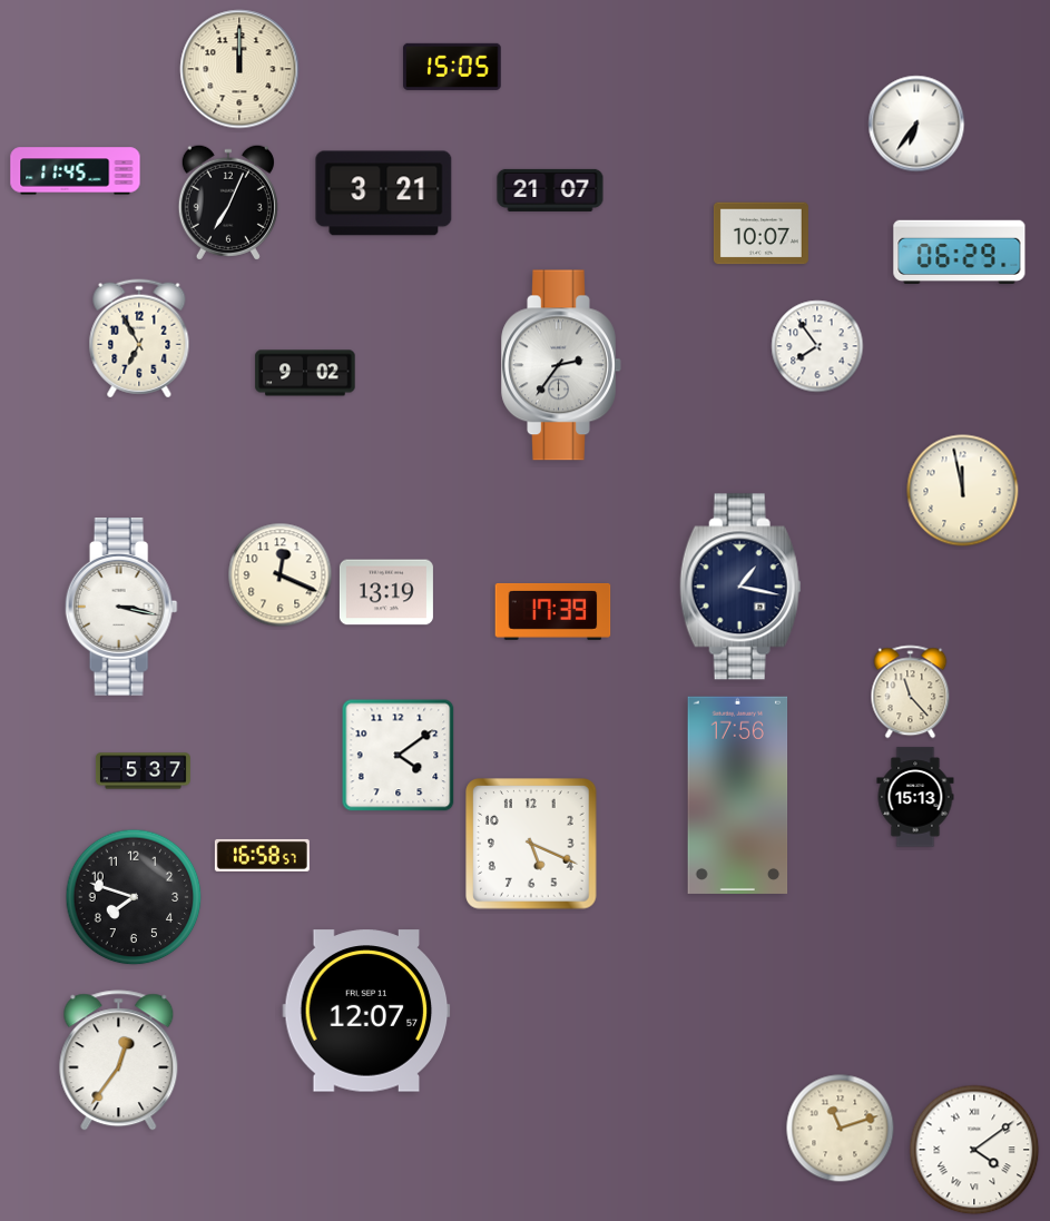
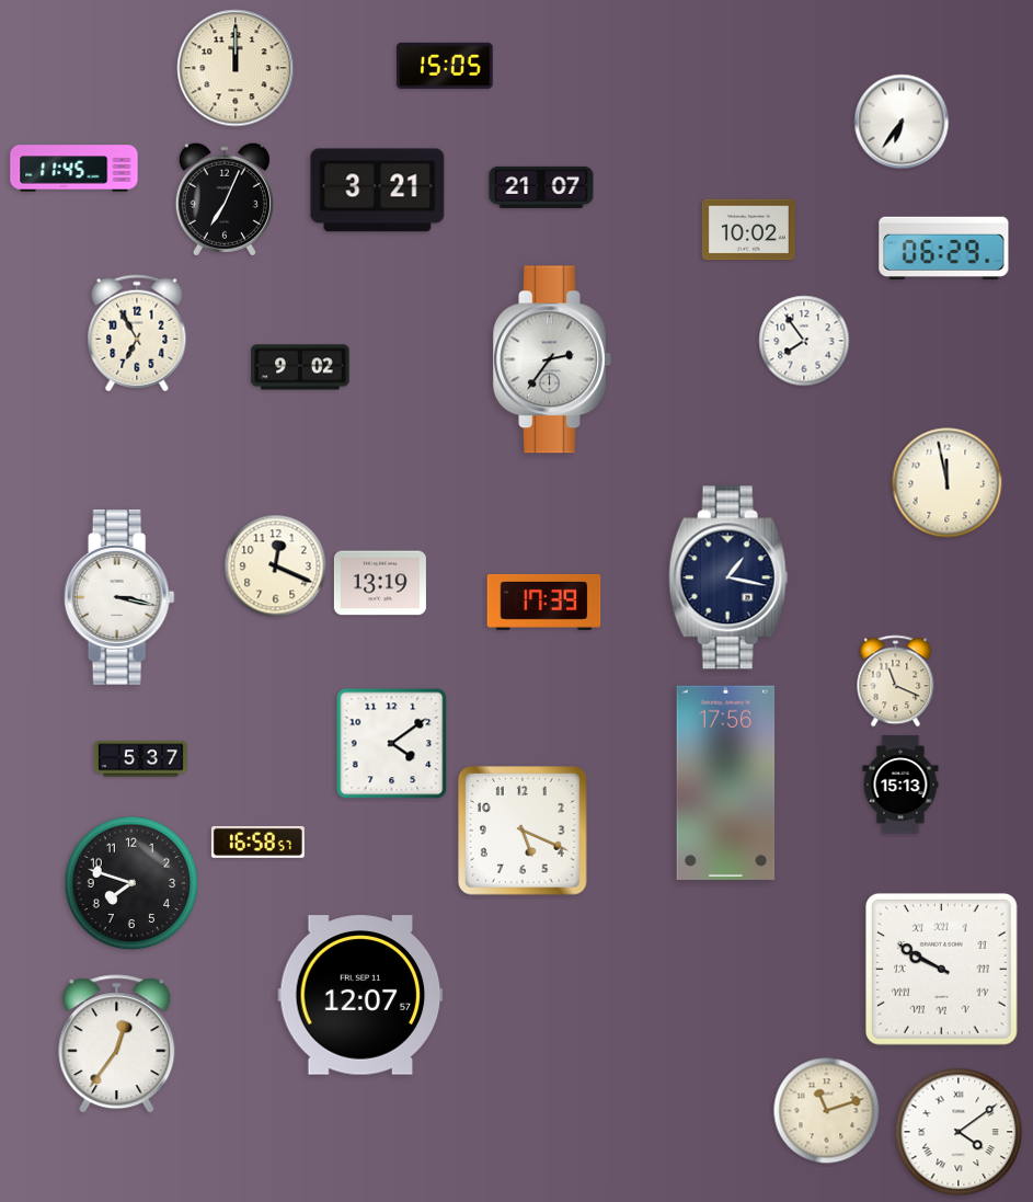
clock at (760, 234): 10:07 -> 10:02
clock at (911, 692): 11:23 -> 11:19
clock at (941, 969): none -> 9:50
